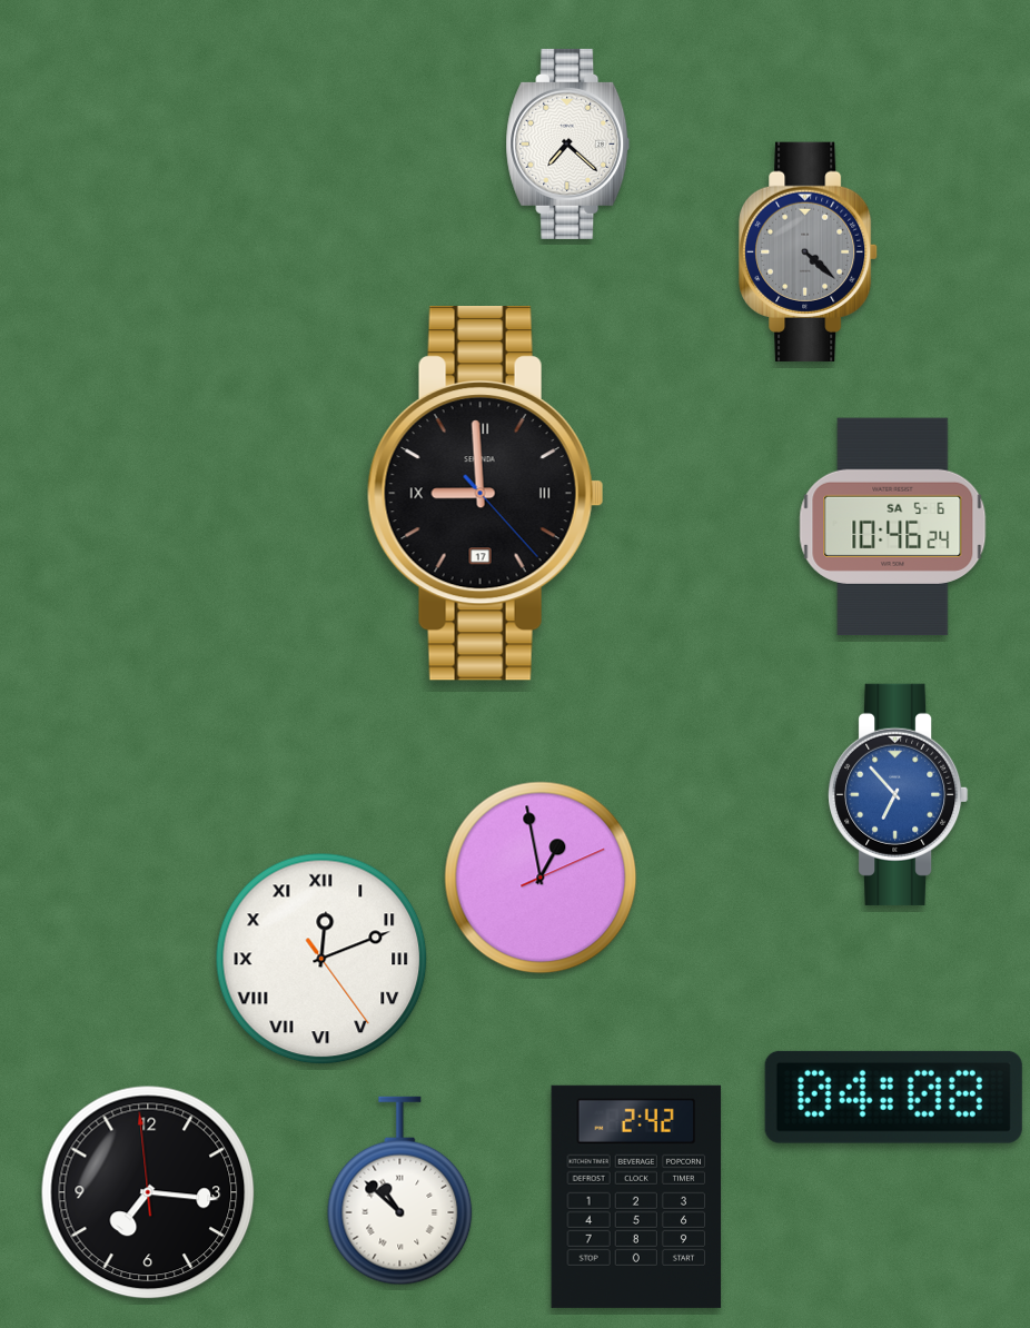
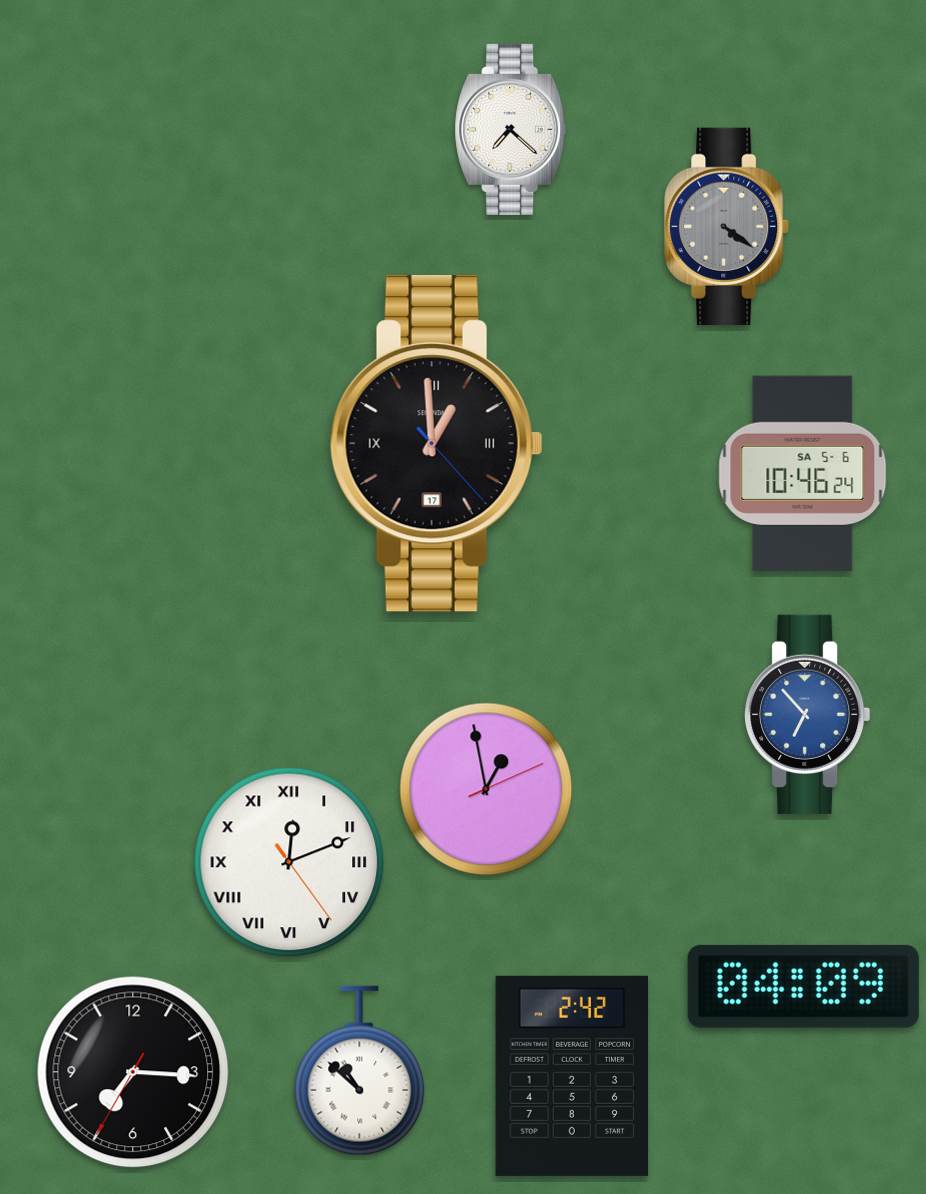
clock at (809, 251): 4:22 -> 4:21
clock at (485, 494): 8:59 -> 12:59
clock at (893, 1097): 04:08 -> 04:09
clock at (148, 1192): 7:15:59 -> 7:15:35
